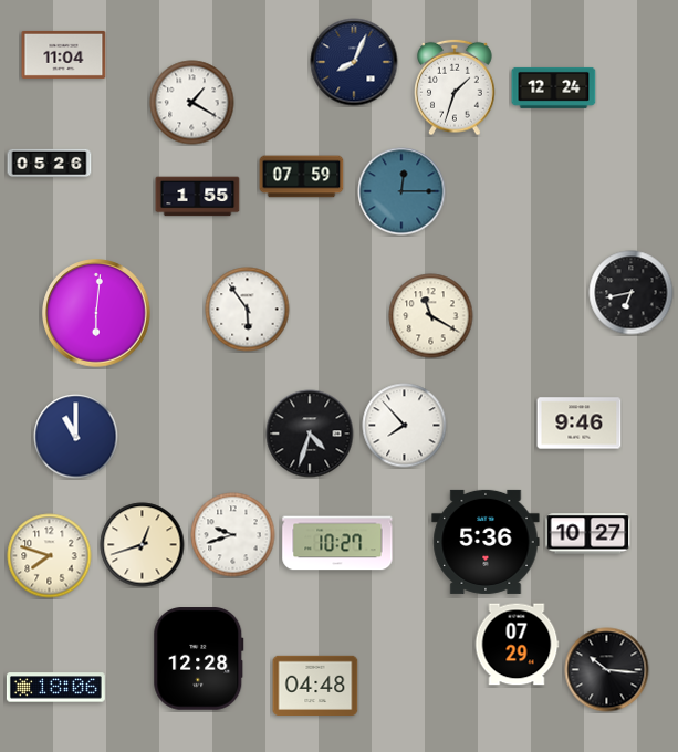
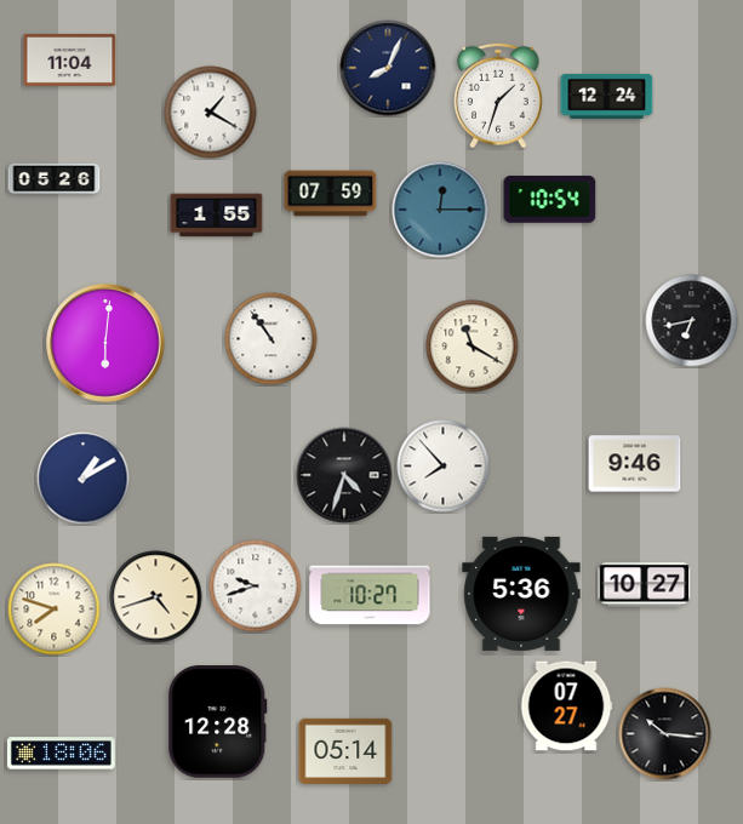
clock at (550, 200): none -> 10:54
clock at (248, 310): 5:54 -> 10:54
clock at (310, 434) position: (310, 434) -> (344, 475)
clock at (76, 437): 11:00 -> 1:10
clock at (486, 542) position: (486, 542) -> (521, 594)
clock at (143, 545): 12:42 -> 4:42
clock at (517, 645): 07:29 -> 07:27
clock at (315, 685): 04:48 -> 05:14
